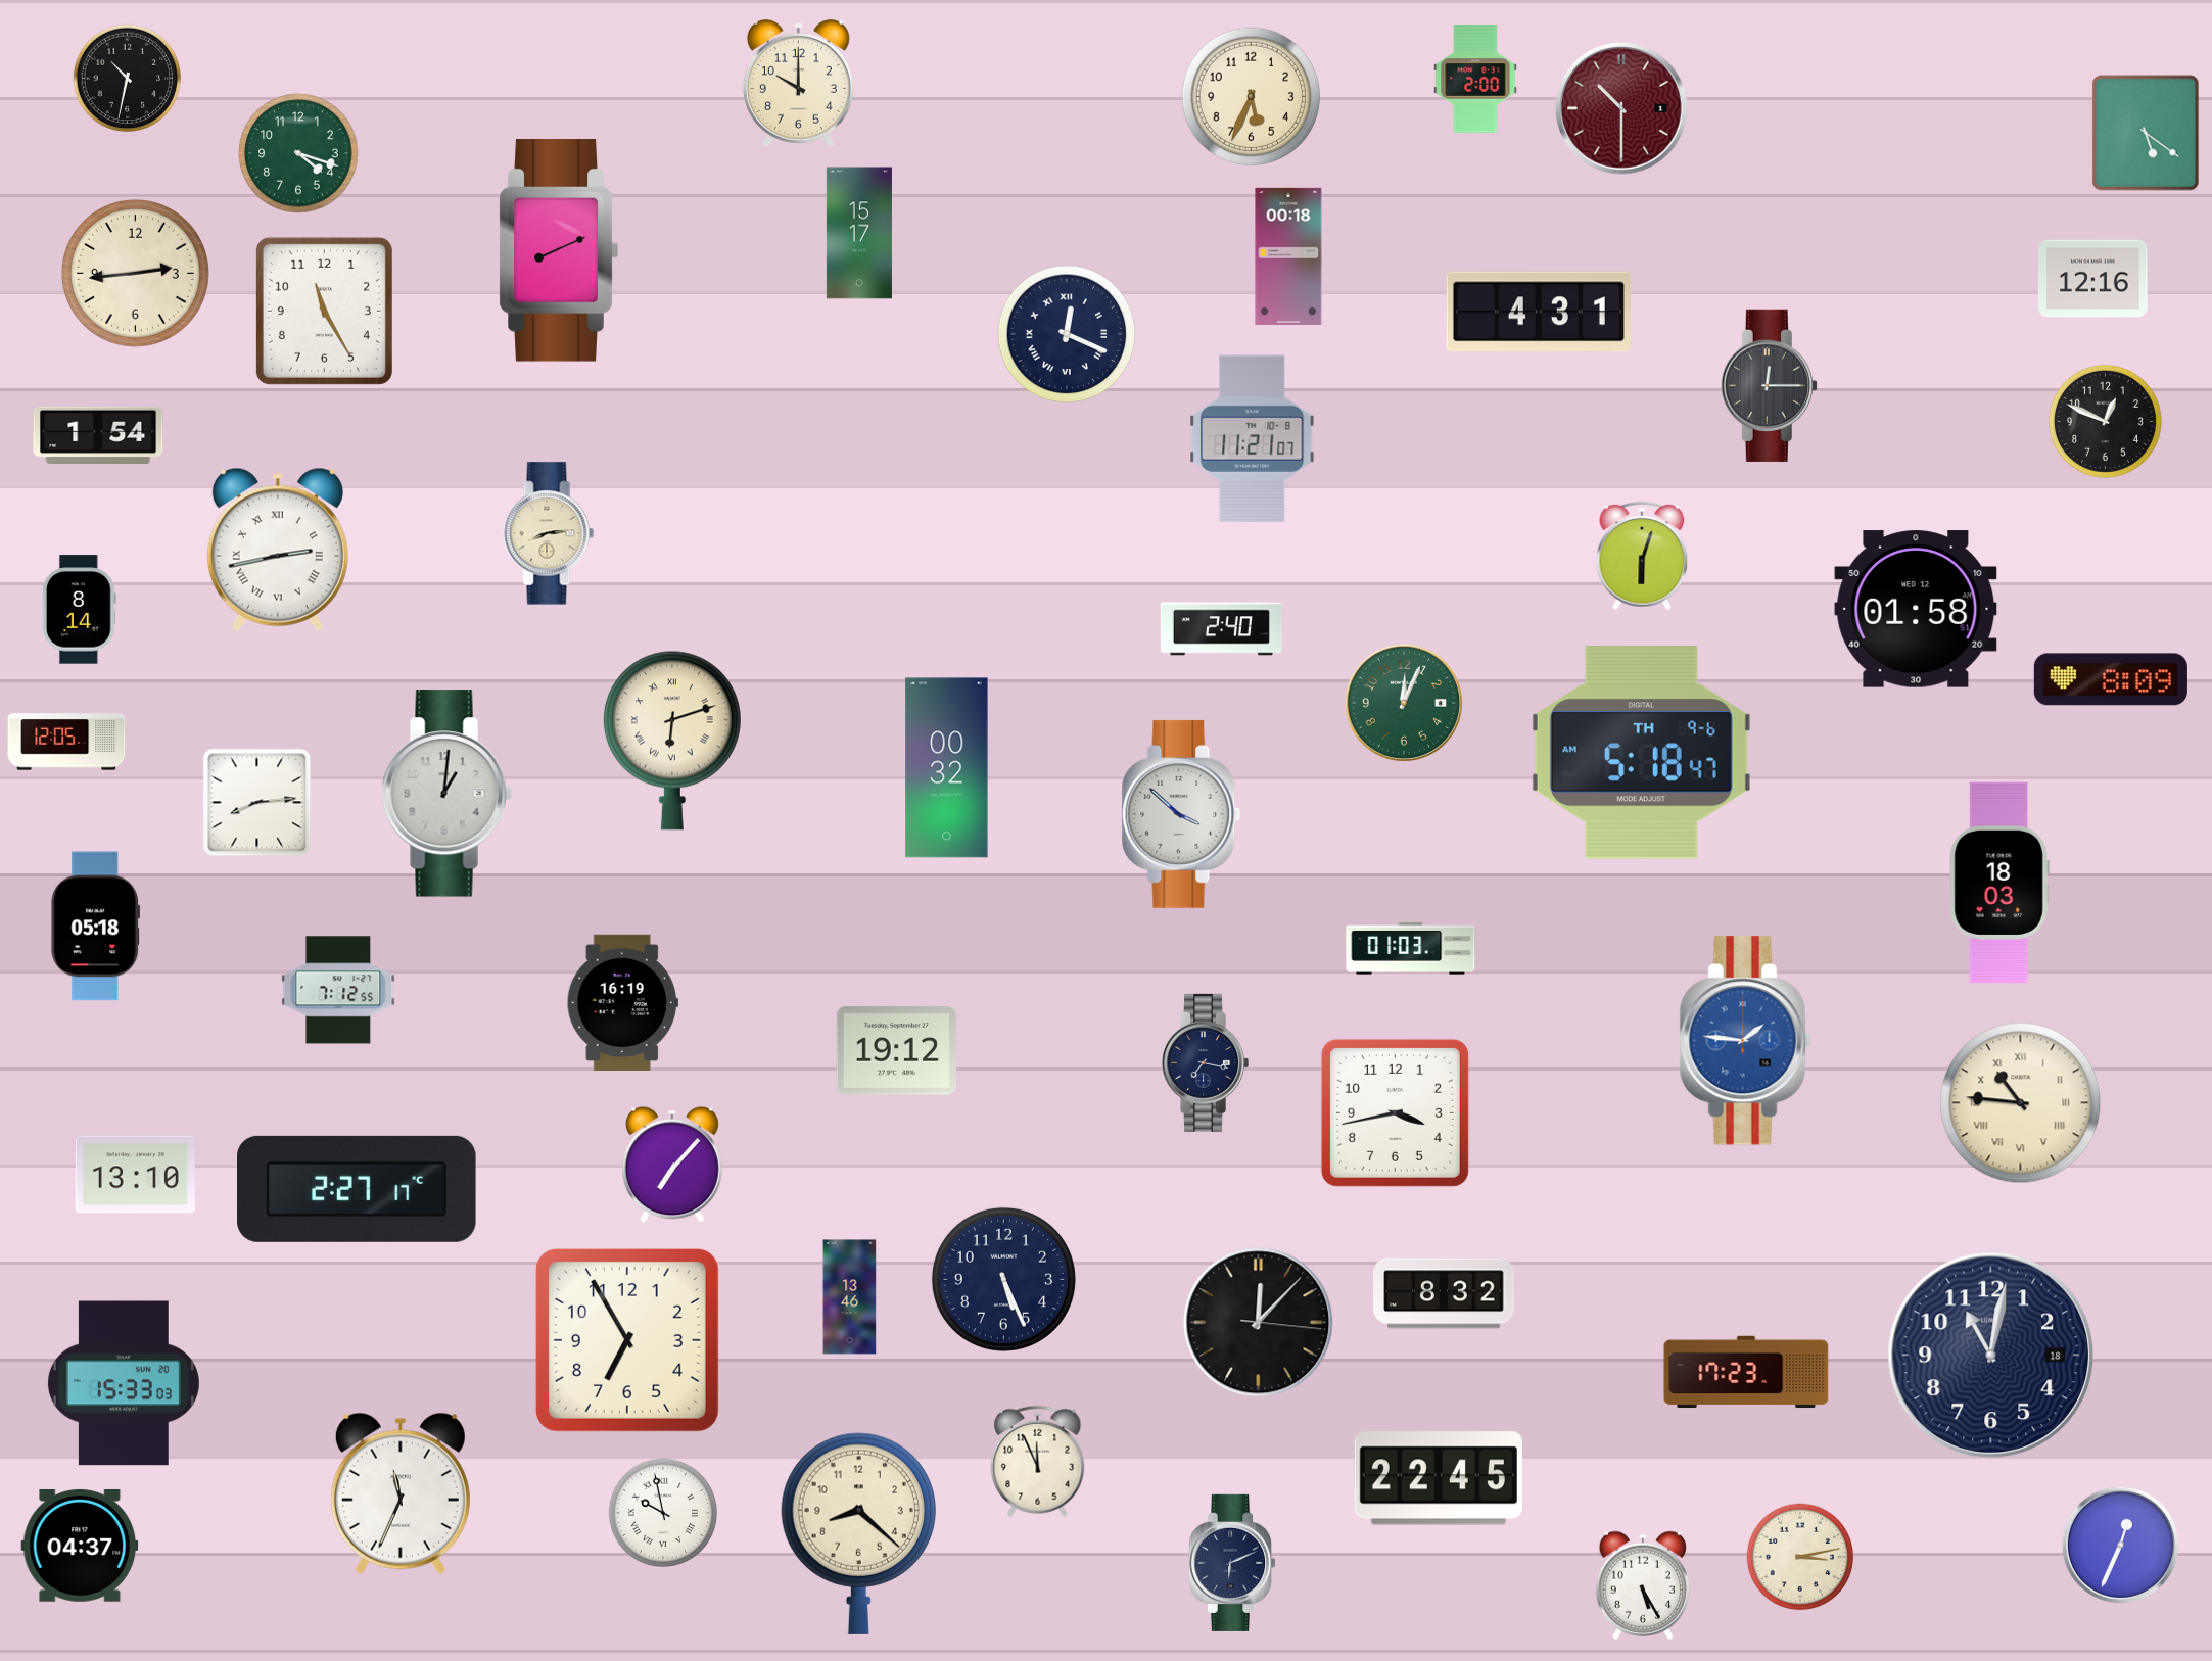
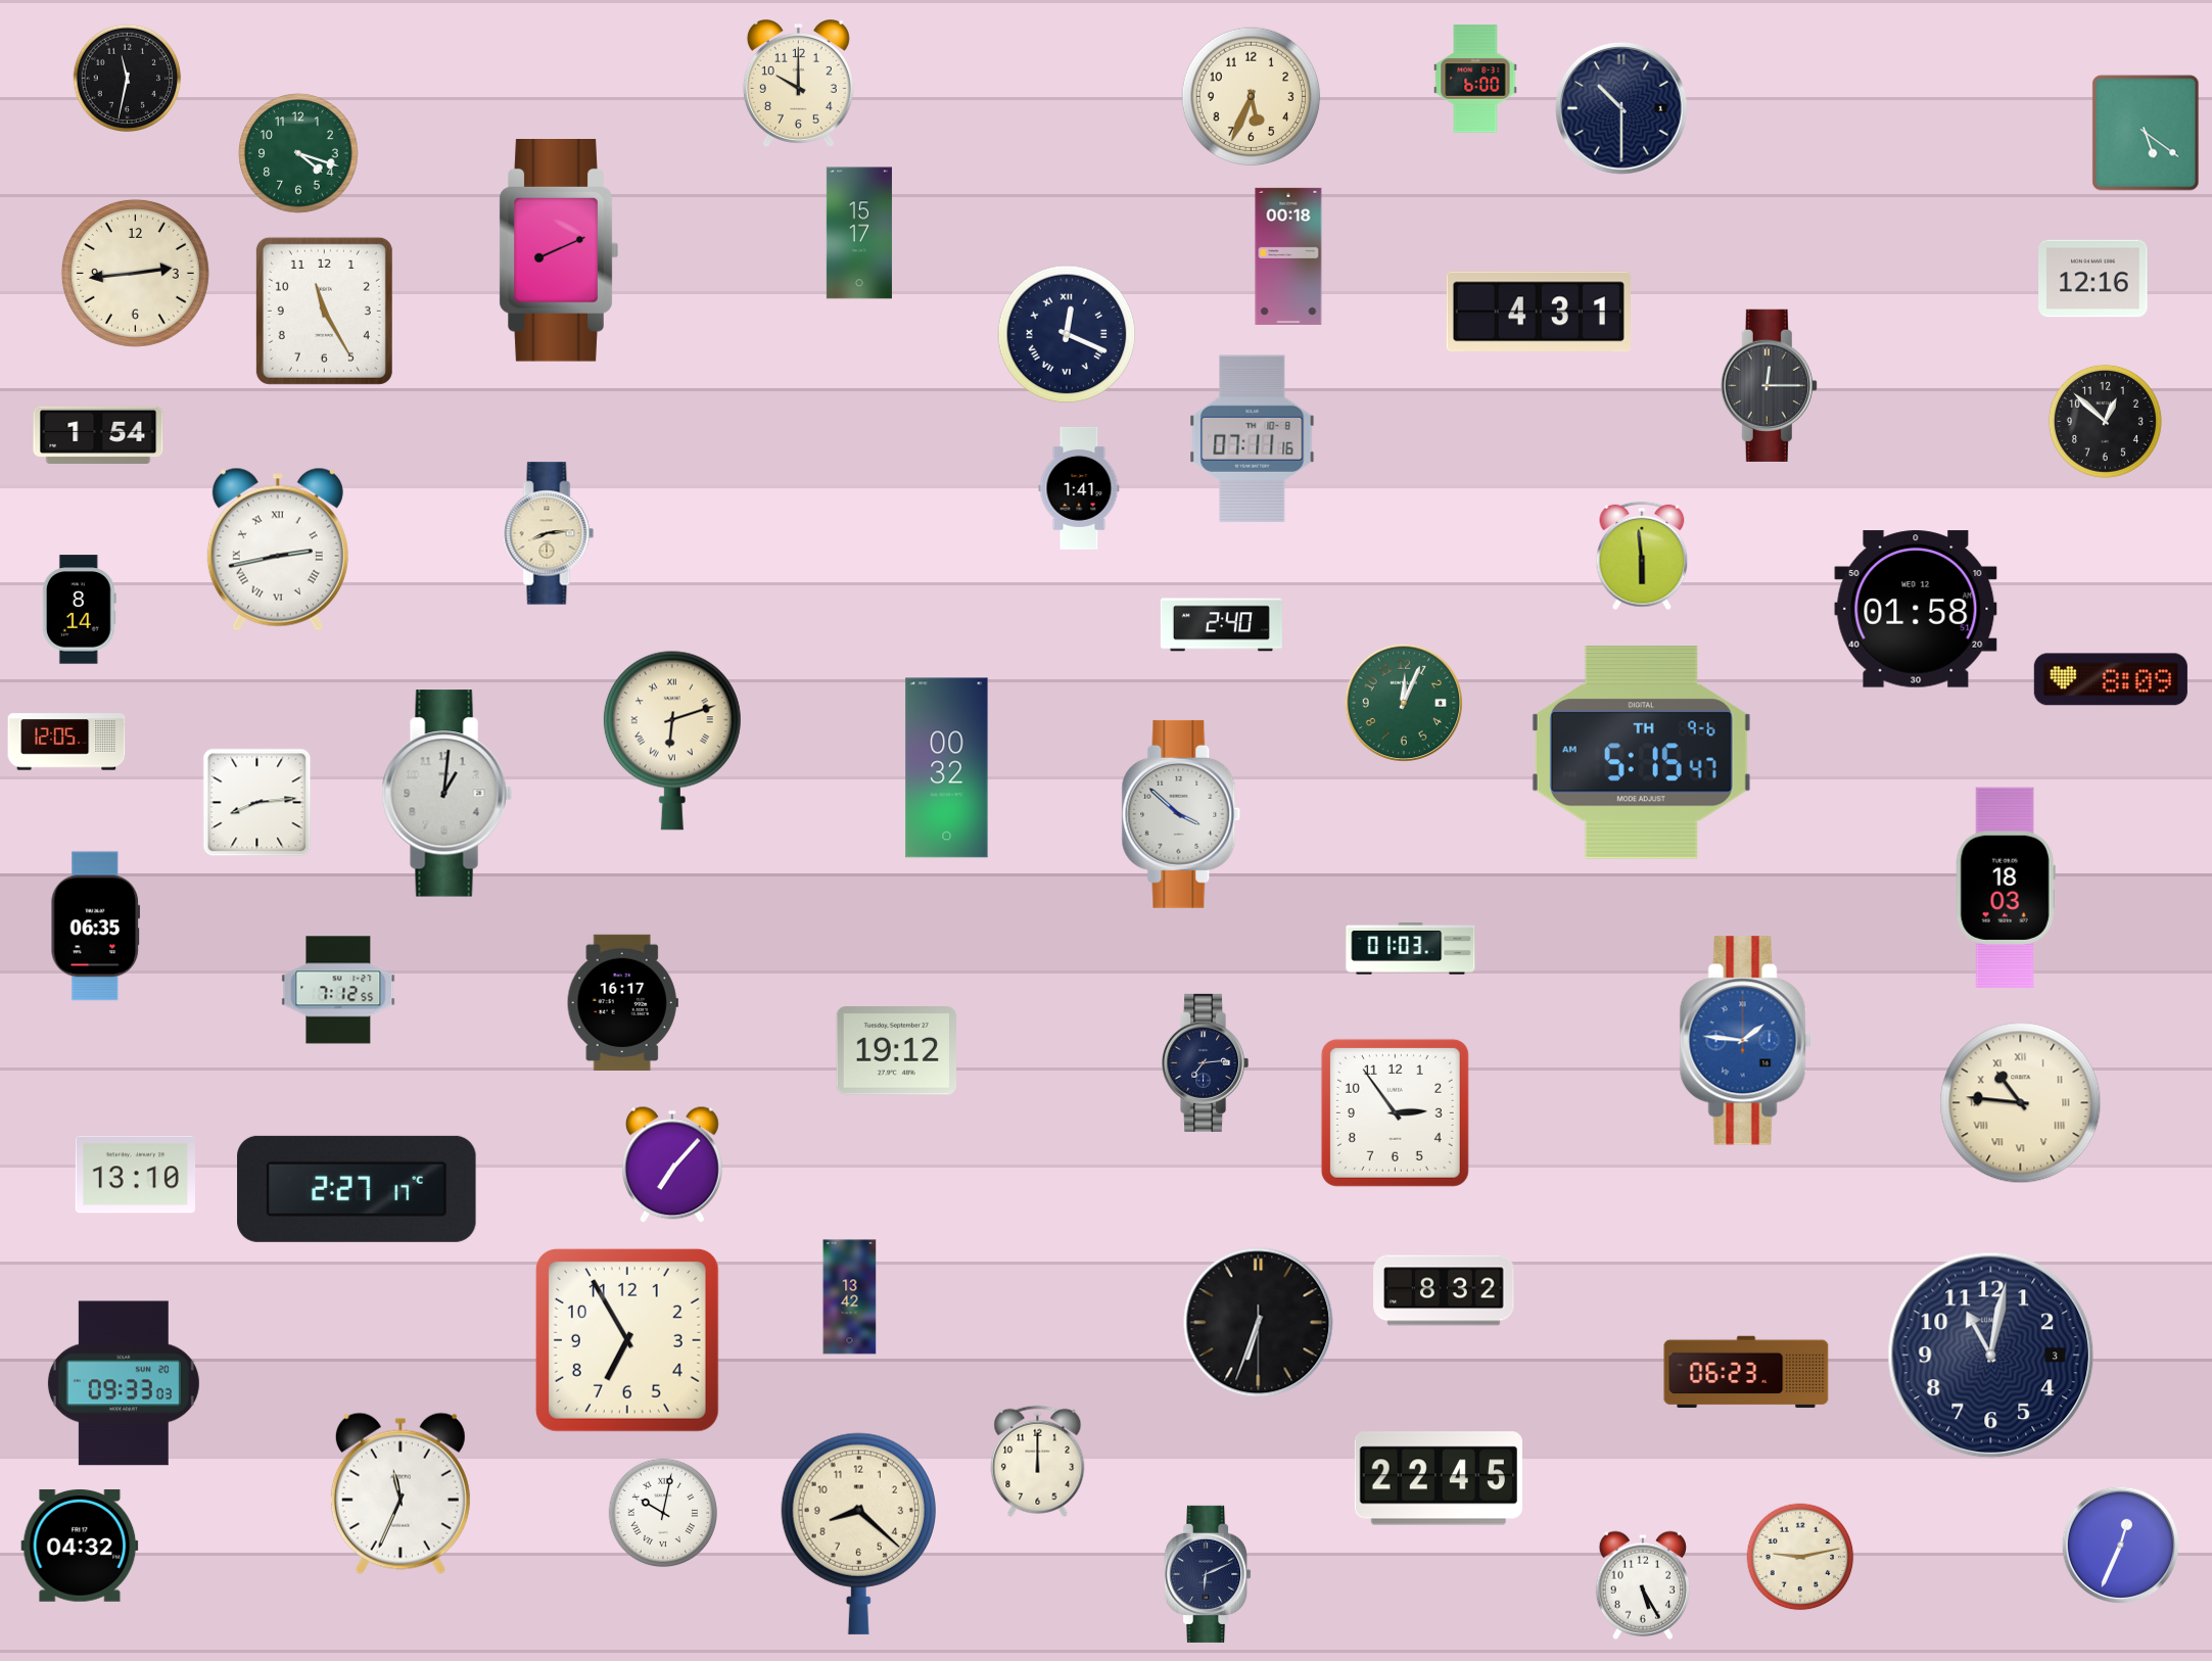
clock at (128, 79): 10:32 -> 11:32
clock at (1475, 79): 2:00 -> 6:00
clock at (1622, 109) dial: burgundy -> navy
clock at (2105, 421): 12:49 -> 12:52
clock at (1253, 439): 11:21 -> 07:11
clock at (1079, 488): none -> 1:41
clock at (1642, 556): 6:03 -> 5:59
clock at (1221, 629) position: (1221, 629) -> (1221, 625)
clock at (1641, 753): 5:18 -> 5:15
clock at (1999, 883) position: (1999, 883) -> (2006, 888)
clock at (96, 927): 05:18 -> 06:35
clock at (622, 1002): 16:19 -> 16:17
clock at (1205, 1062): 7:17 -> 7:14
clock at (1395, 1112): 3:43 -> 2:54
clock at (1003, 1279): 5:26 -> none
clock at (1444, 1293) position: (1444, 1293) -> (1444, 1290)
clock at (850, 1297): 13:46 -> 13:42
clock at (1259, 1323): 12:07 -> 6:33
clock at (1991, 1356) date: 18 -> 3
clock at (1746, 1372): 17:23 -> 06:23
clock at (124, 1383): 15:33 -> 09:33
clock at (1038, 1461): 11:56 -> 12:00
clock at (662, 1512): 9:58 -> 10:02
clock at (80, 1546): 04:37 -> 04:32
clock at (1800, 1557): 3:13 -> 9:13
clock at (1233, 1563) position: (1233, 1563) -> (1209, 1574)
